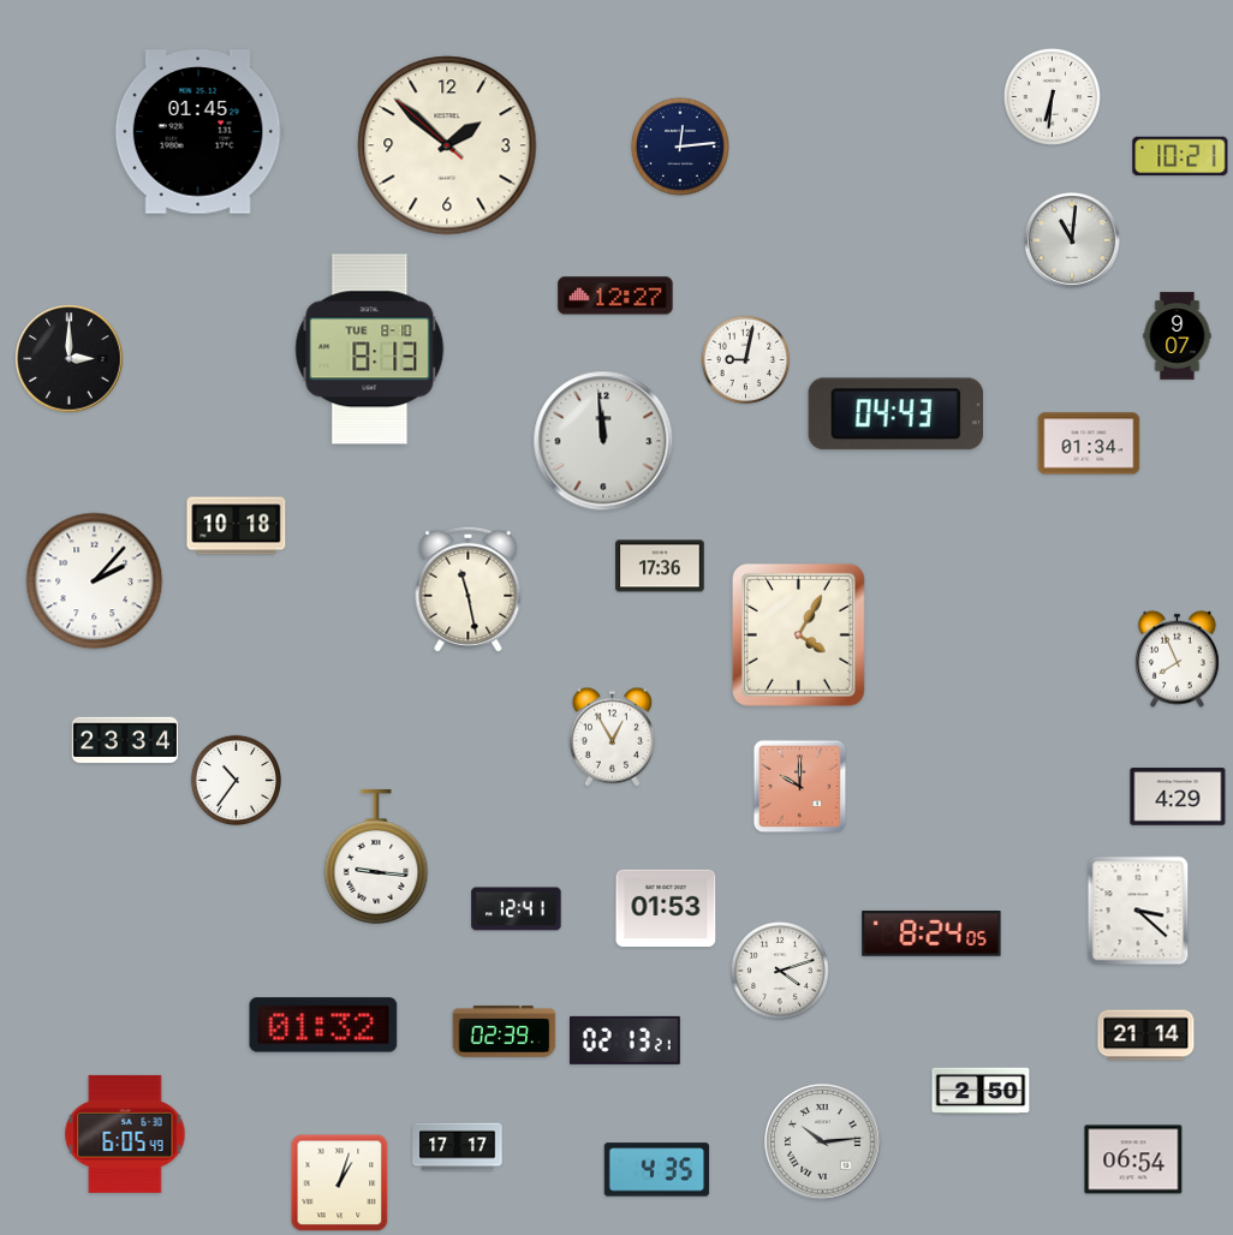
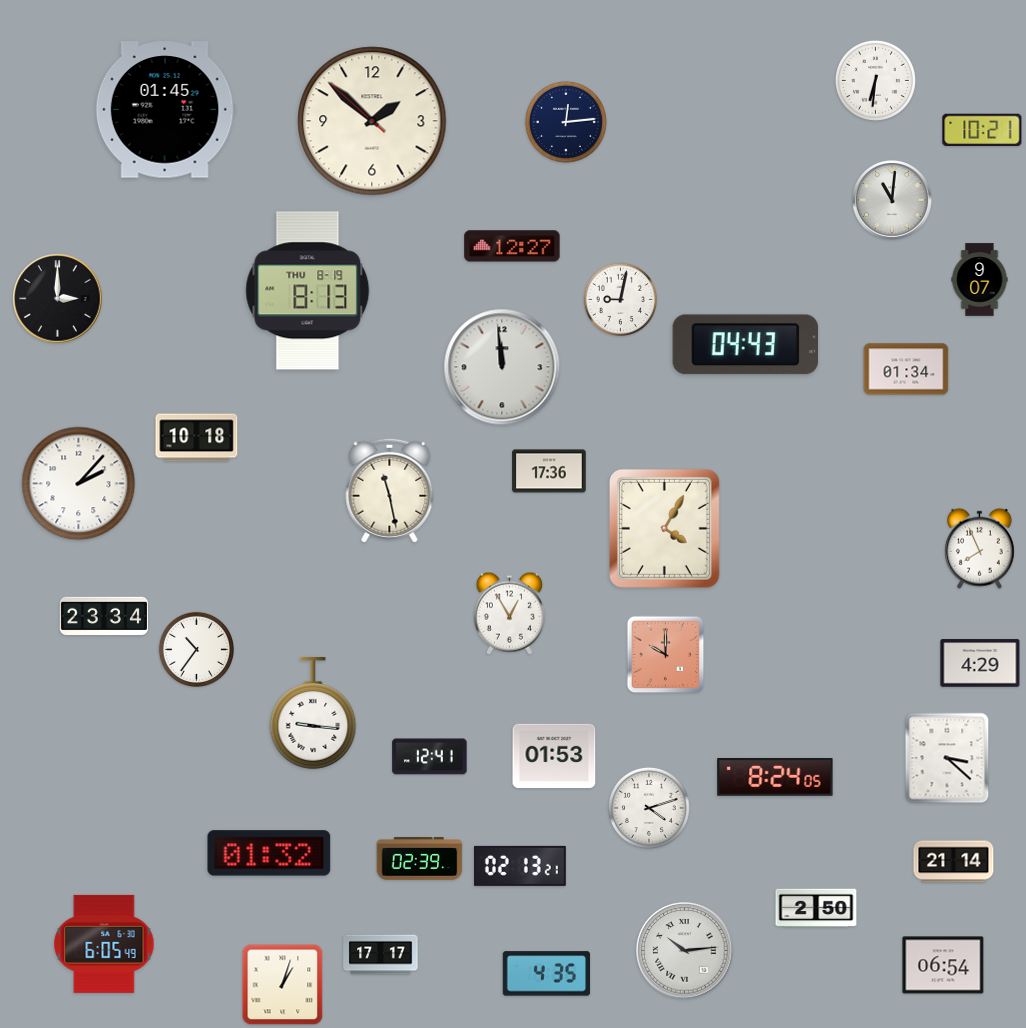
clock at (370, 350) date: TUE 8-10 -> THU 8-19
